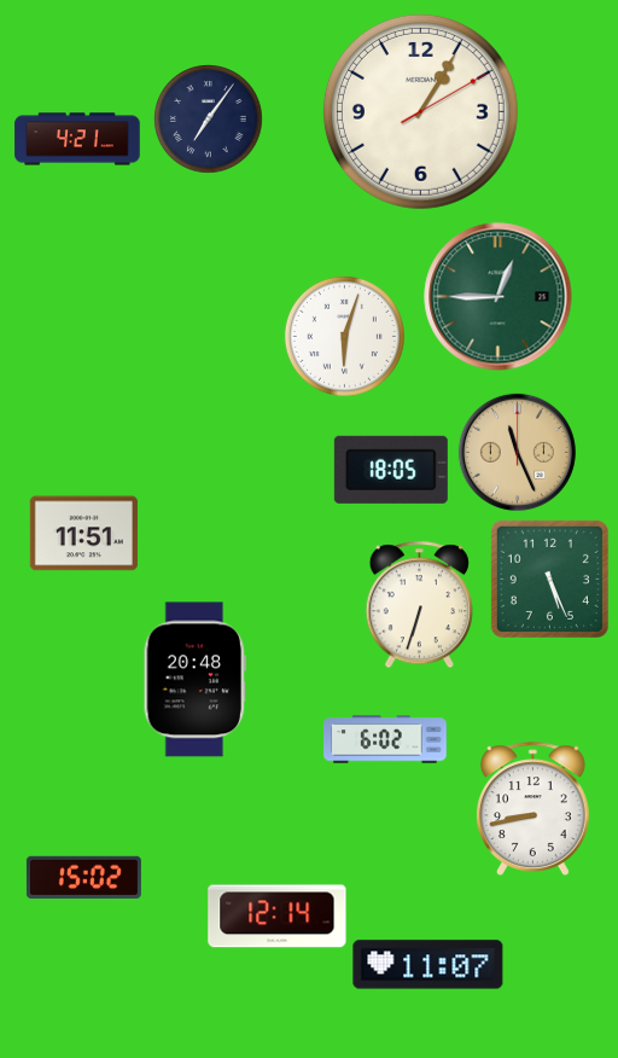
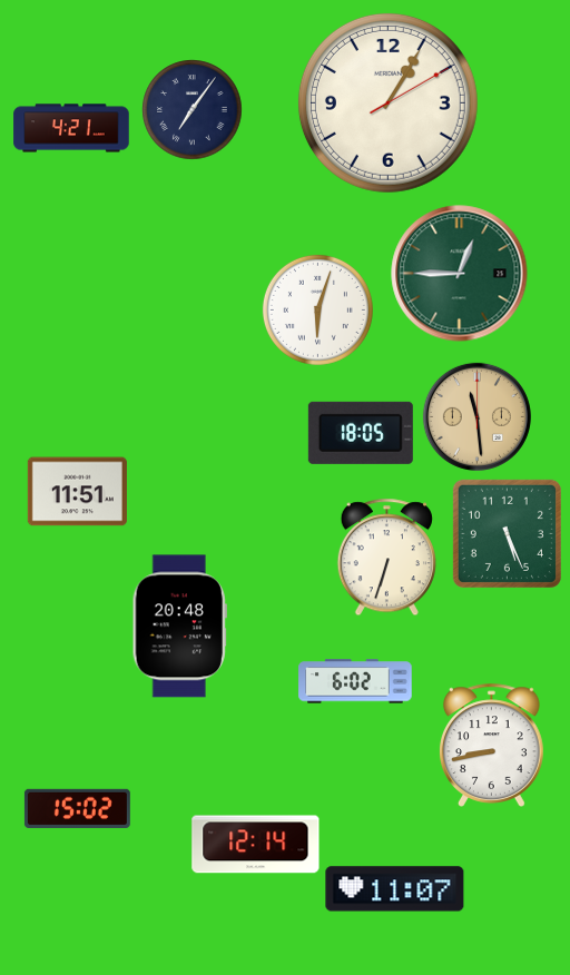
clock at (517, 452): 11:26 -> 11:29
